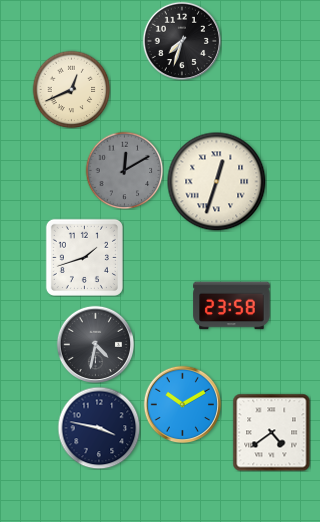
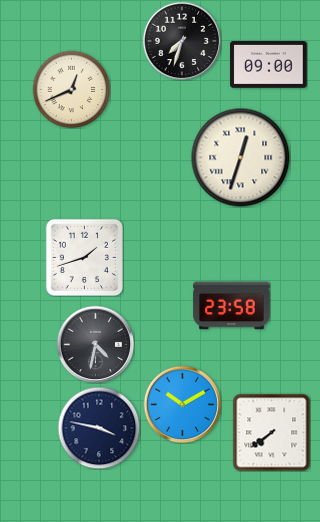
clock at (269, 65): none -> 09:00
clock at (124, 170): 12:10 -> none
clock at (217, 182) position: (217, 182) -> (241, 158)
clock at (271, 432): 4:39 -> 7:39
